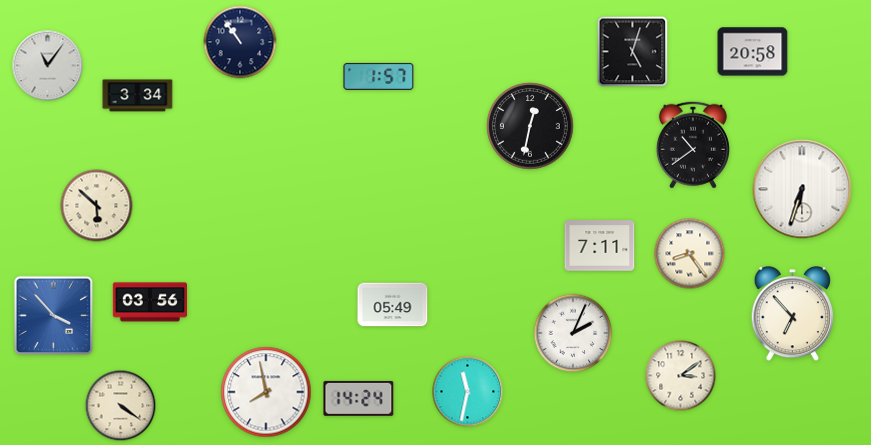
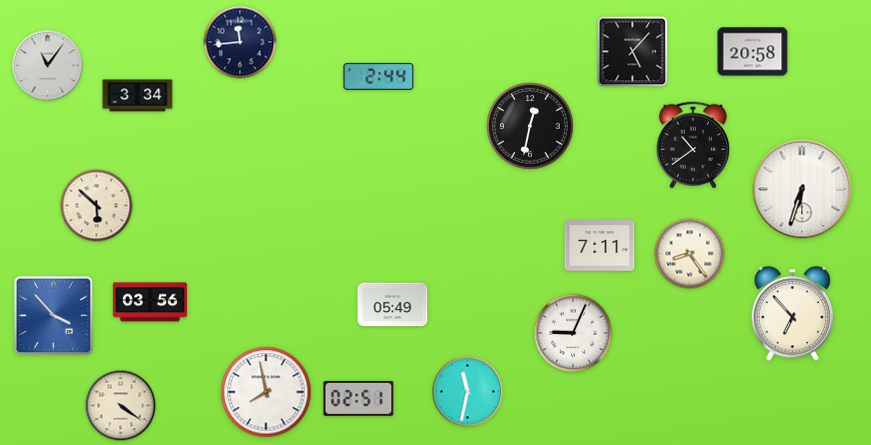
clock at (240, 42): 10:54 -> 11:44
clock at (633, 52): 5:03 -> 5:07
clock at (379, 76): 1:57 -> 2:44
clock at (573, 333): 2:04 -> 9:04
clock at (681, 376): 3:09 -> none
clock at (359, 398): 14:24 -> 02:51
